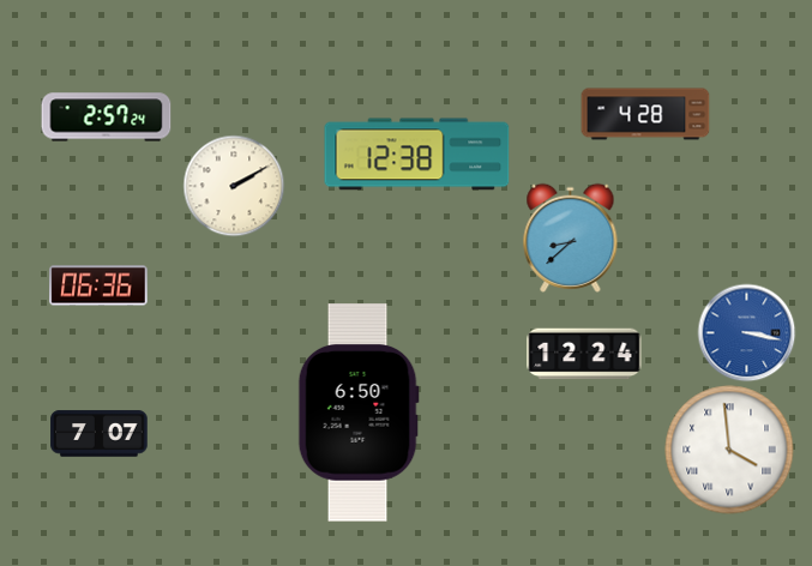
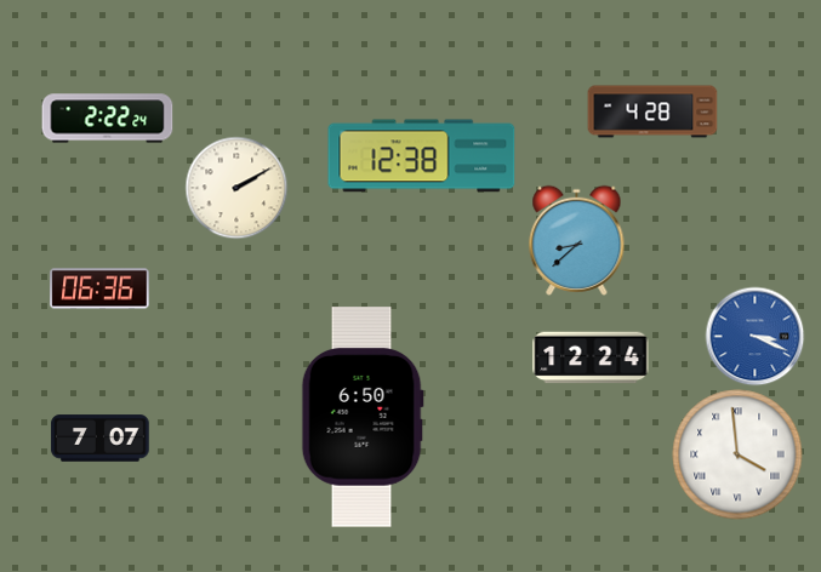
clock at (645, 114) position: (645, 114) -> (652, 111)
clock at (107, 118): 2:57 -> 2:22
clock at (746, 332): 3:17 -> 3:19
